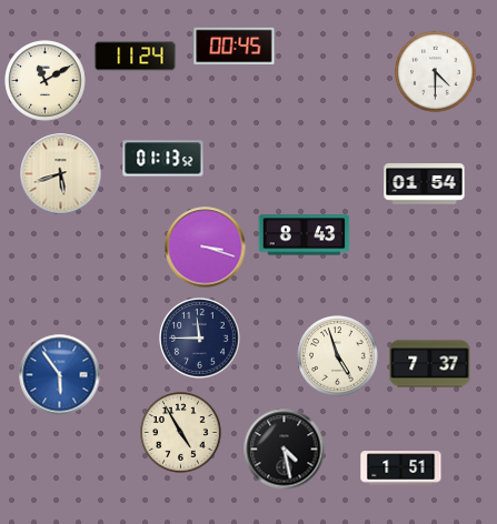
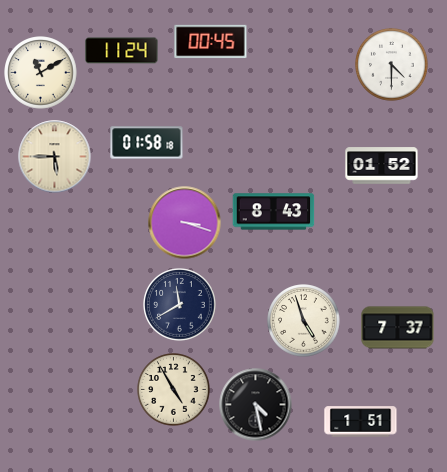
clock at (163, 159): 01:13 -> 01:58
clock at (61, 174): 5:42 -> 5:45
clock at (425, 184): 01:54 -> 01:52
clock at (200, 339): 11:45 -> 11:40
clock at (430, 364) position: (430, 364) -> (398, 328)
clock at (60, 375): 5:54 -> none
clock at (181, 433) position: (181, 433) -> (174, 390)
